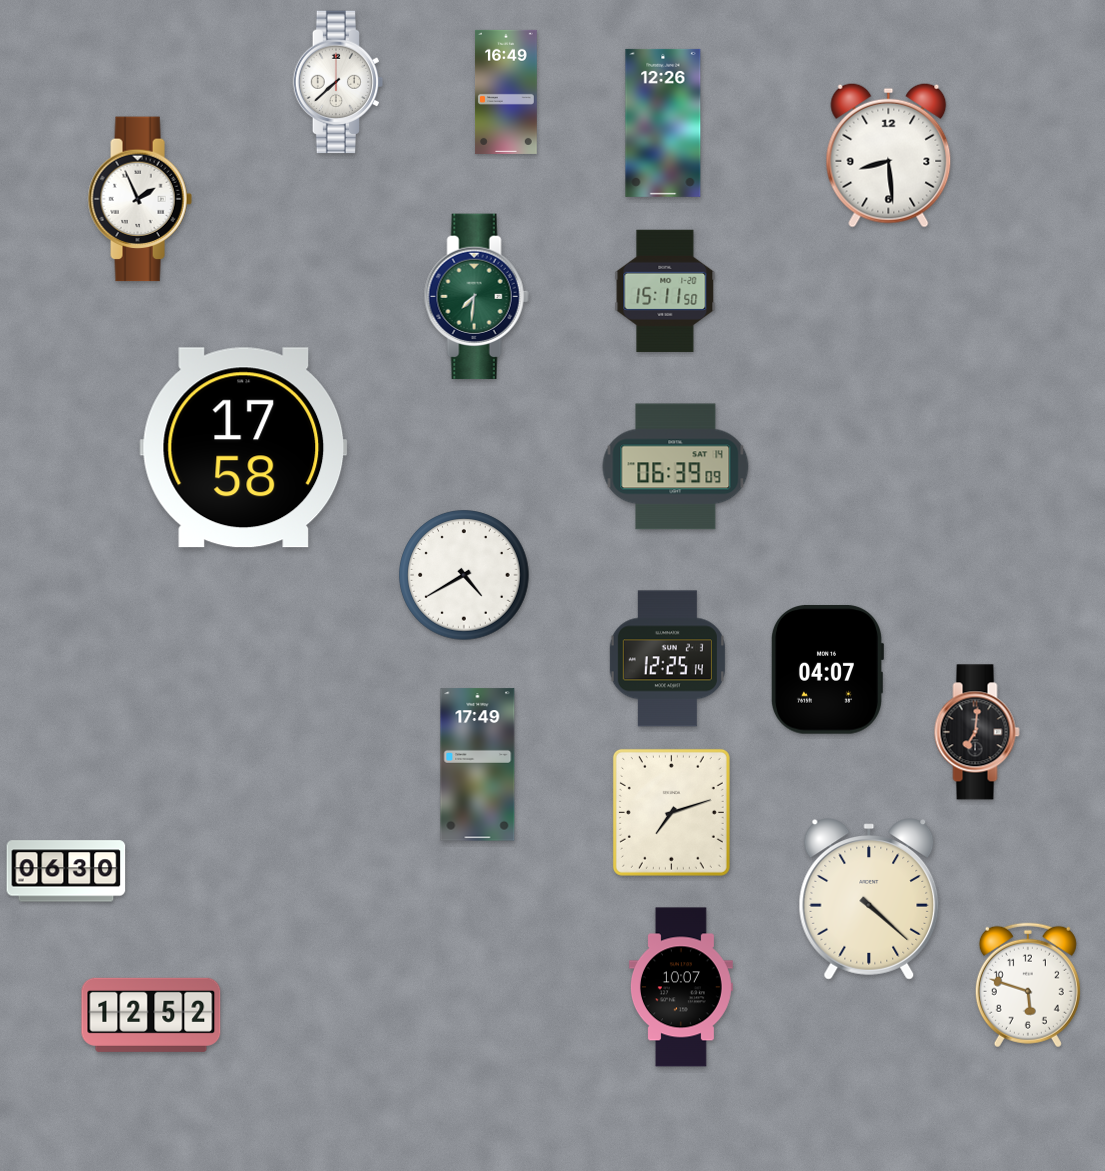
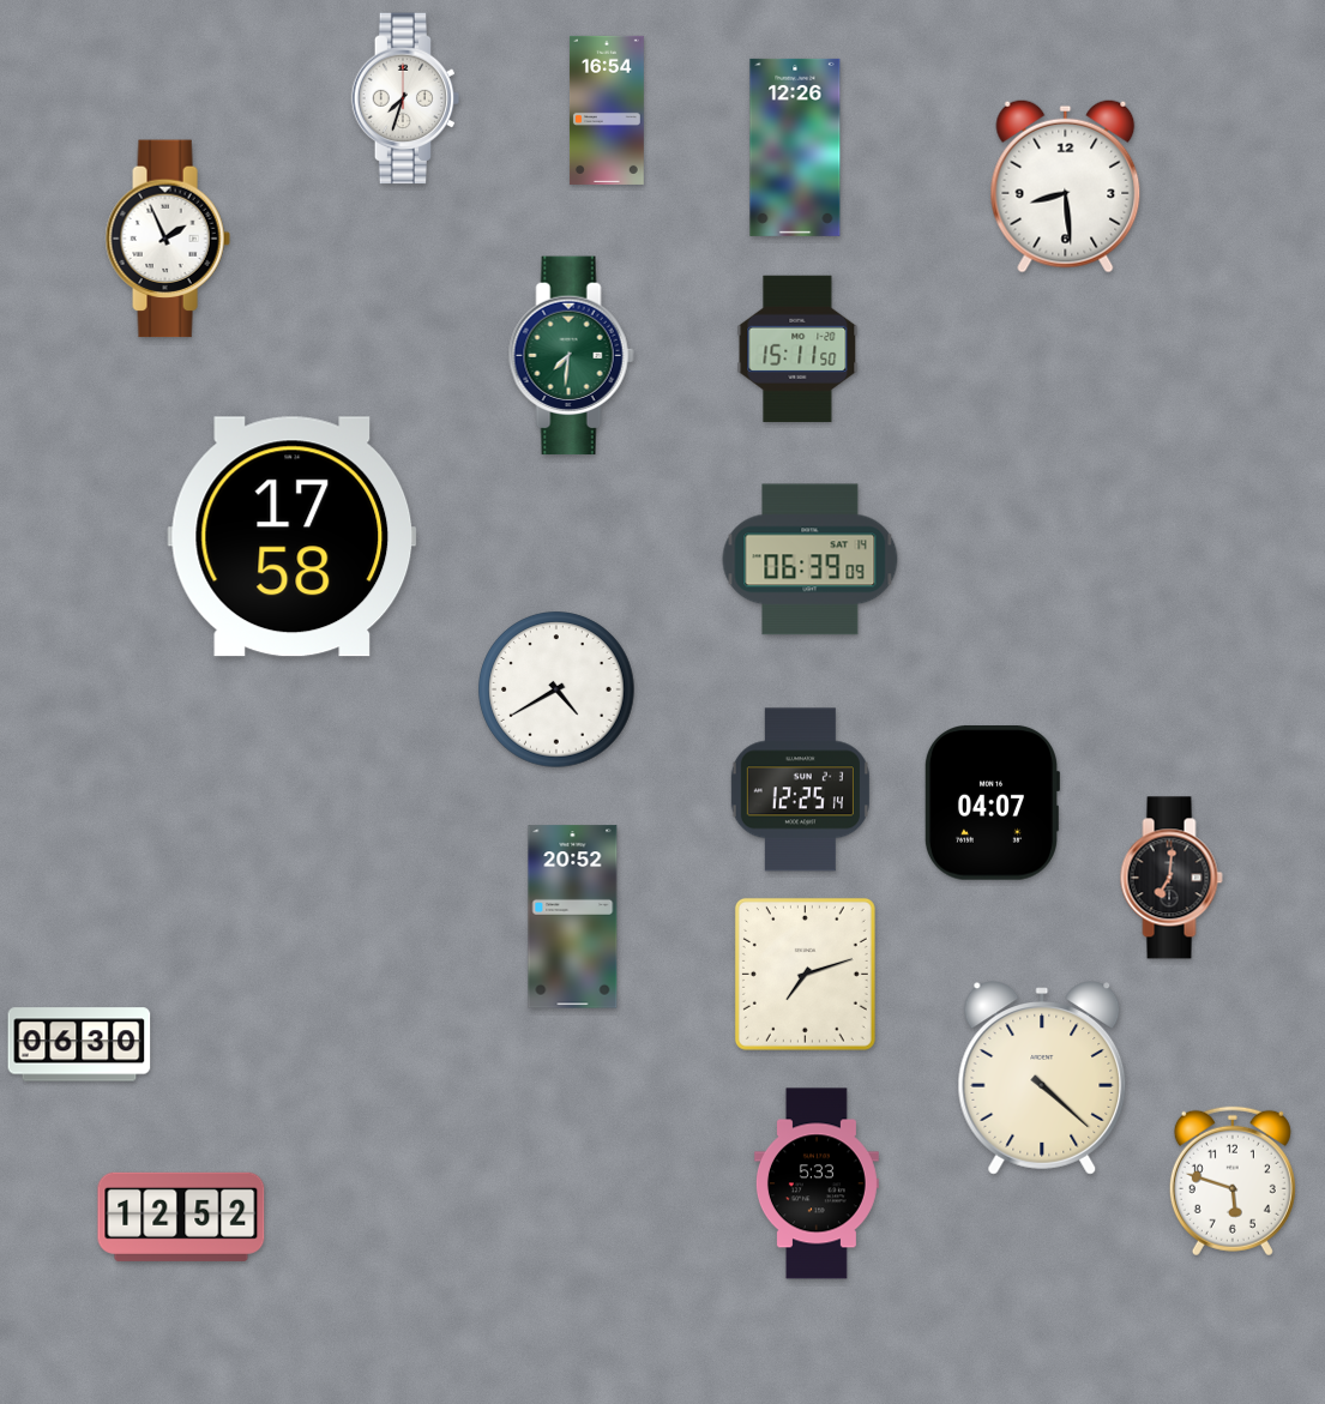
clock at (338, 82): 7:38 -> 7:33
clock at (507, 92): 16:49 -> 16:54
clock at (478, 765): 17:49 -> 20:52
clock at (681, 987): 10:07 -> 5:33
